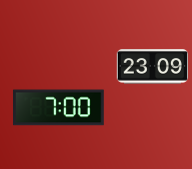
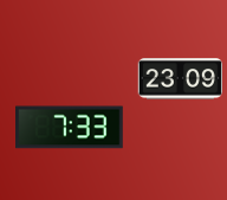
clock at (59, 108): 7:00 -> 7:33
